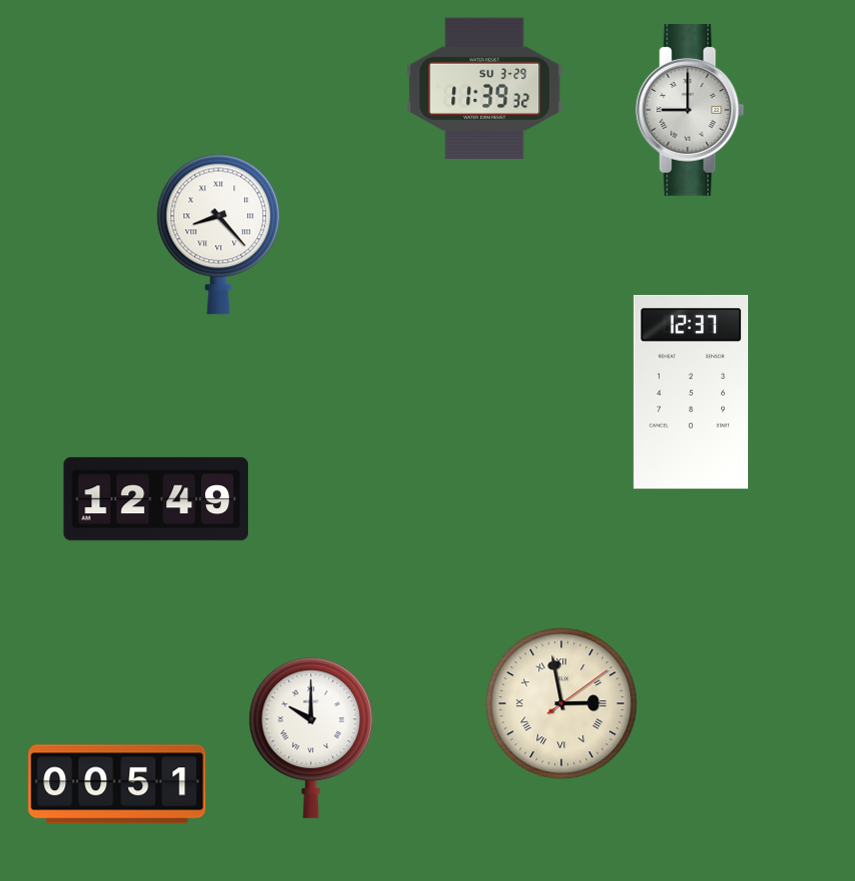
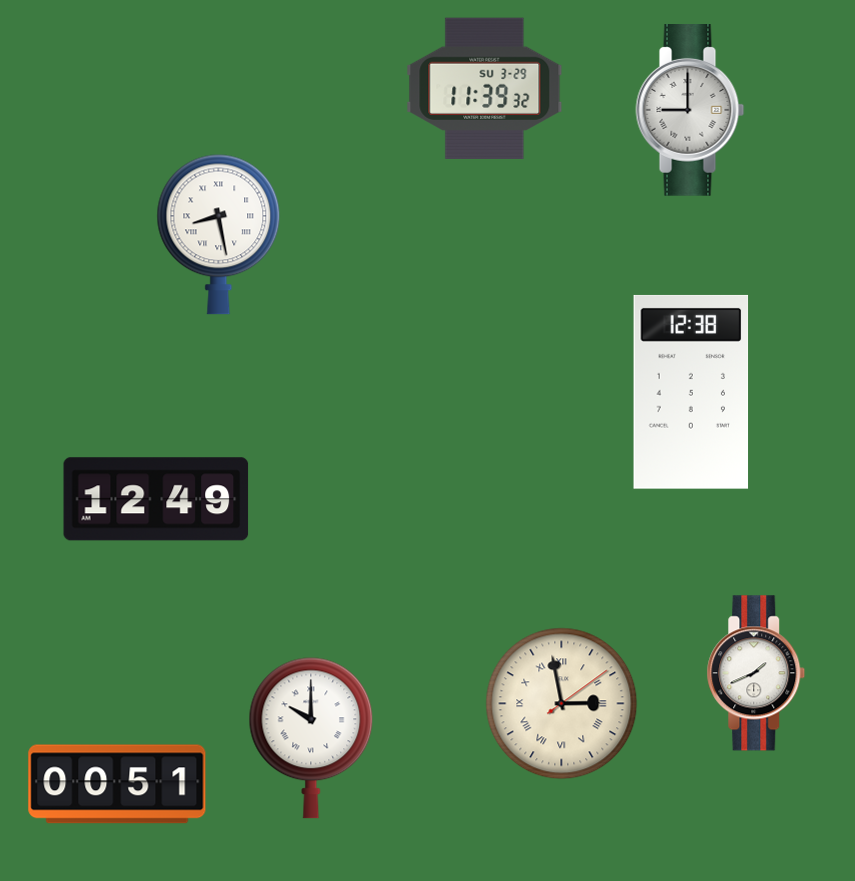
clock at (219, 234): 8:23 -> 8:28
clock at (691, 392): 12:37 -> 12:38
clock at (756, 673): none -> 1:41
